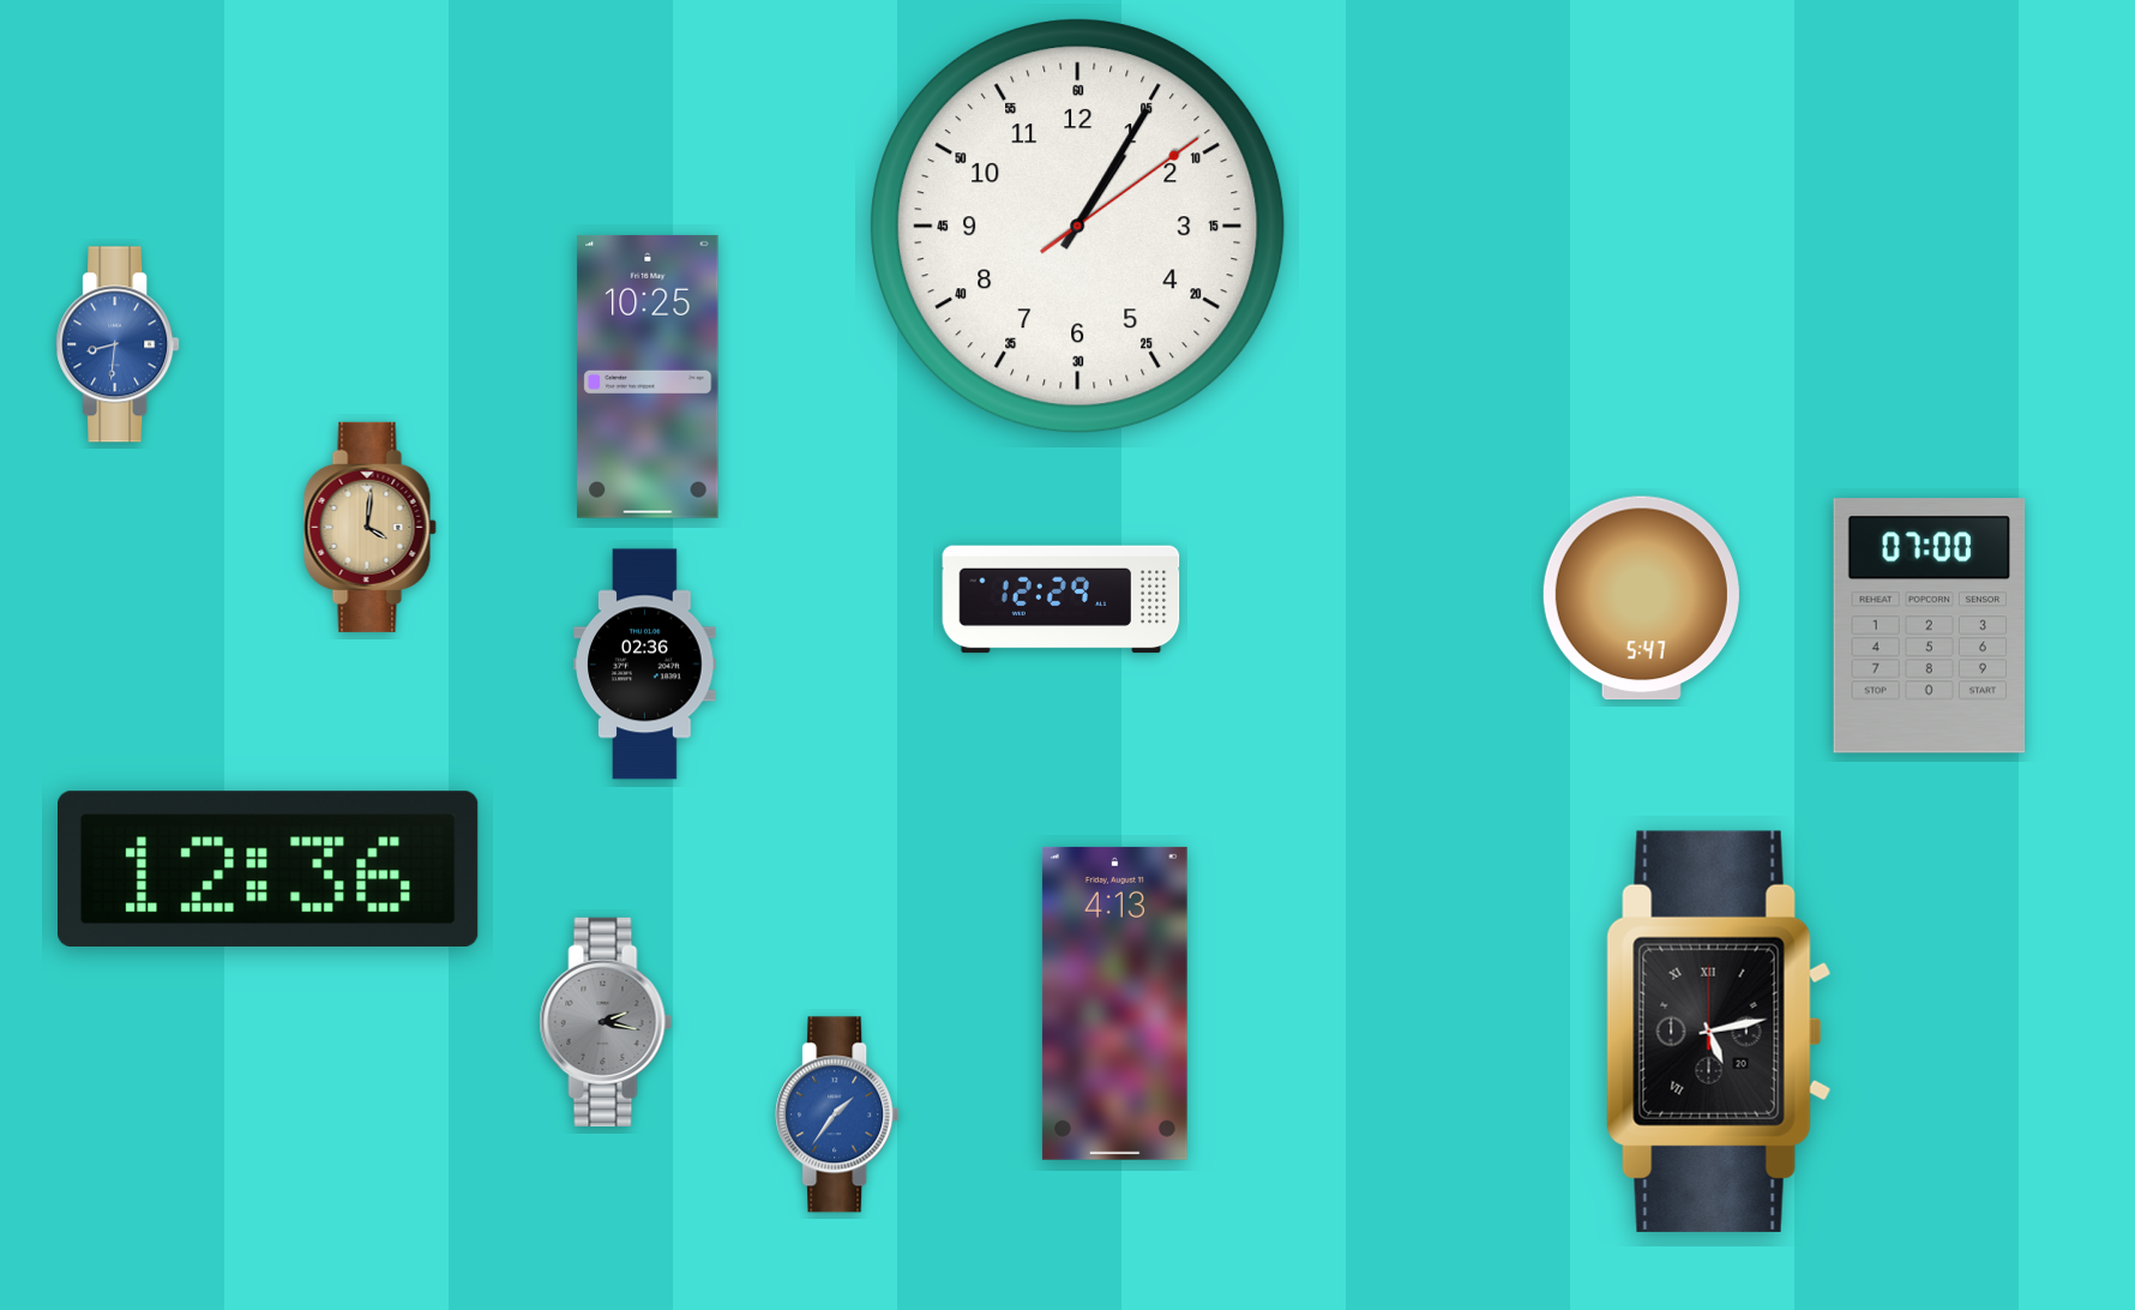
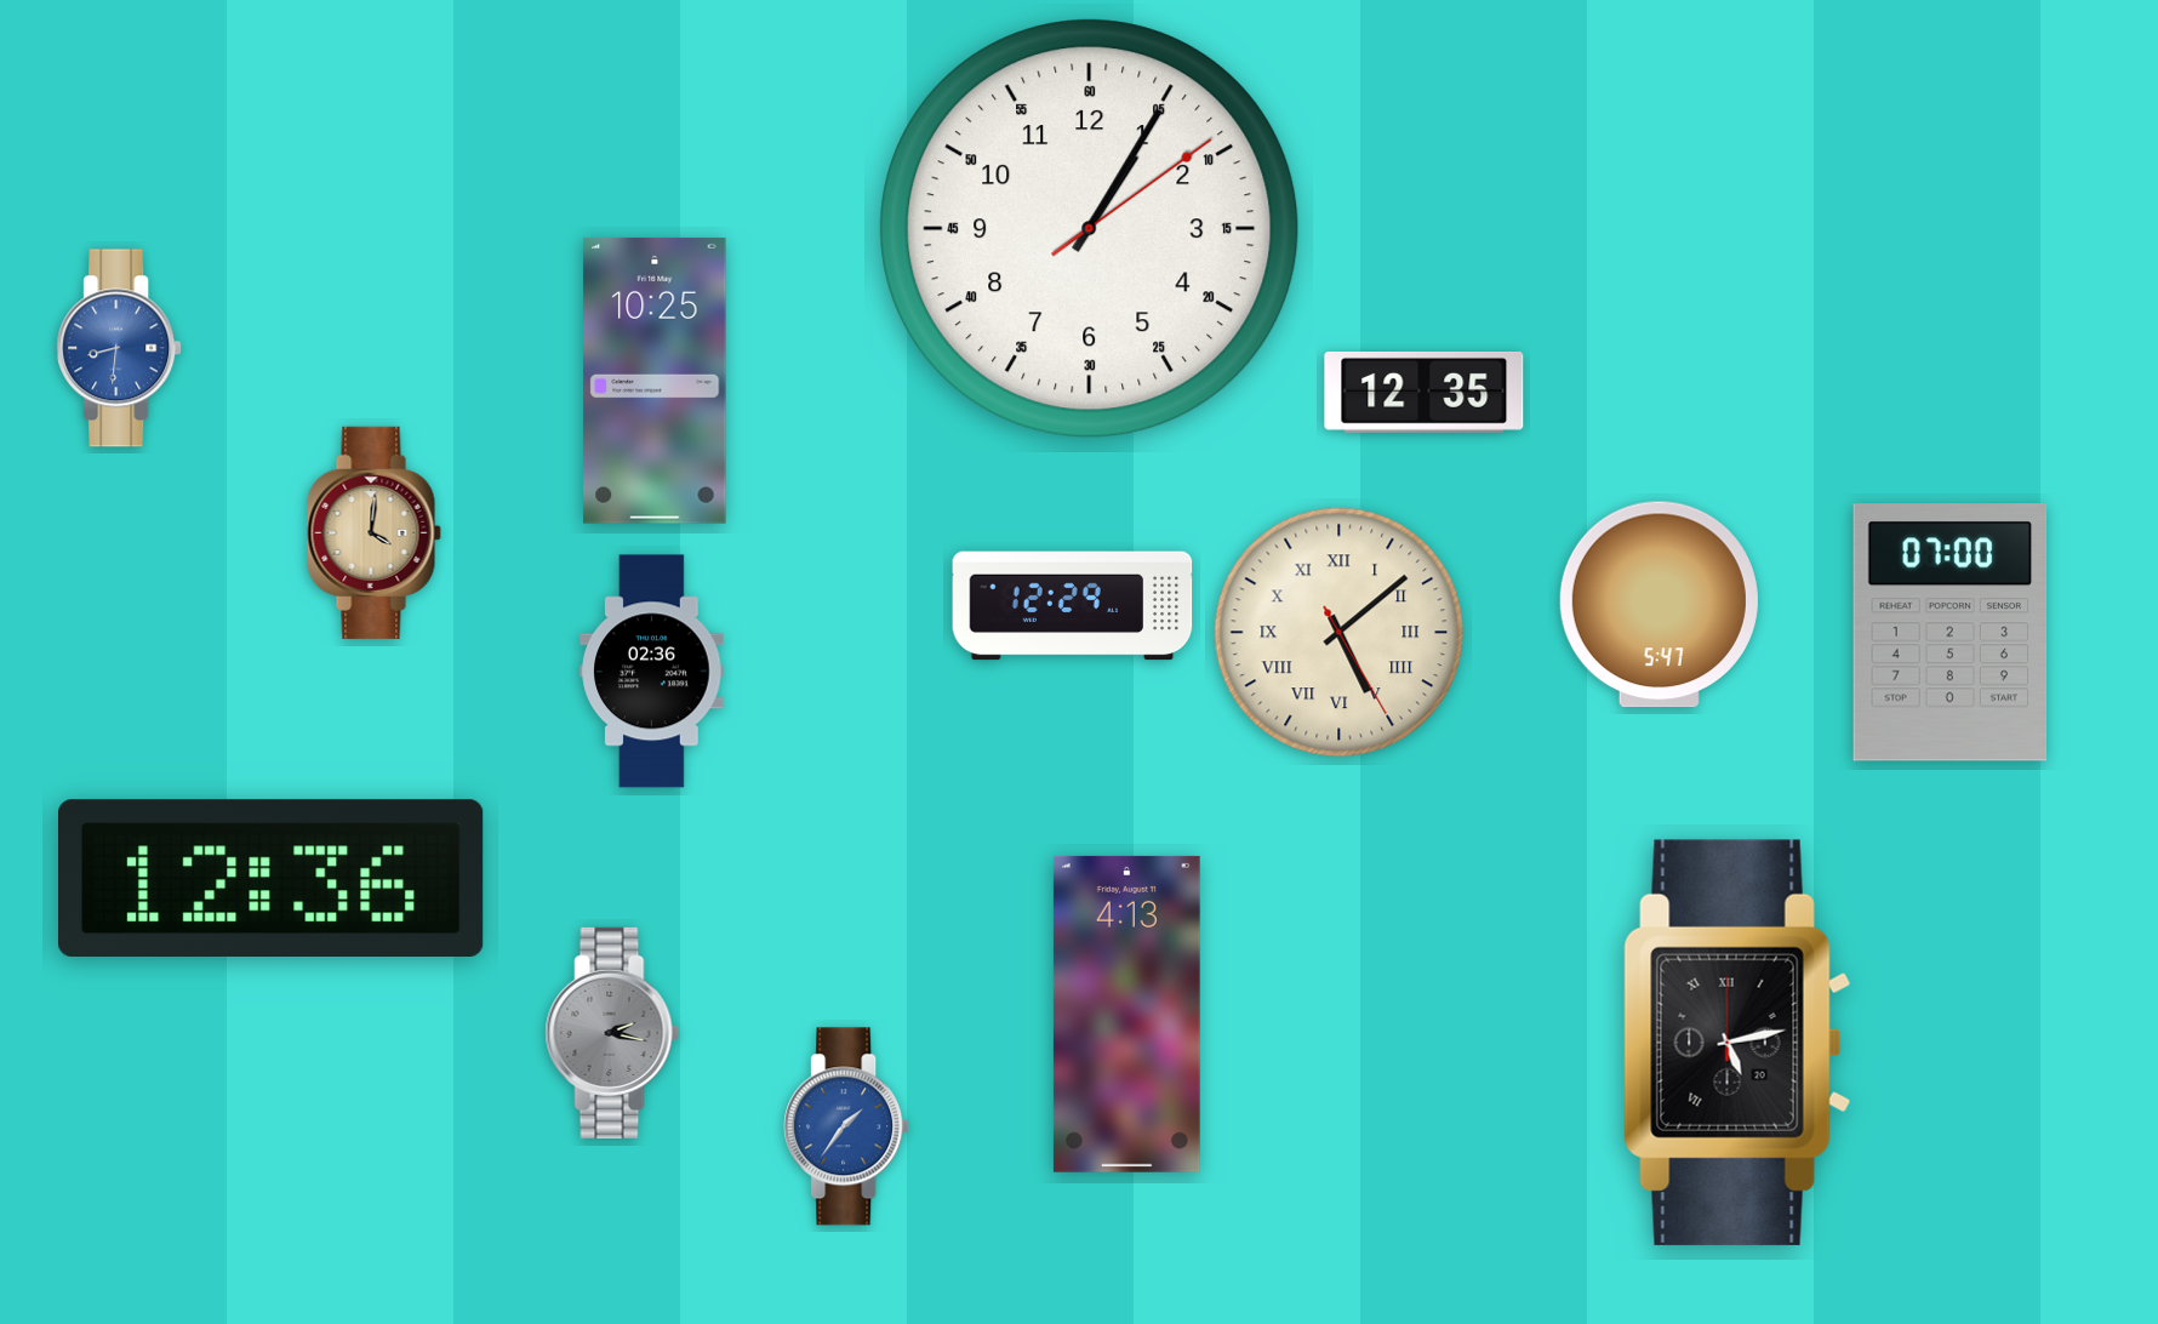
clock at (1425, 392): none -> 12:35
clock at (1340, 633): none -> 5:08
